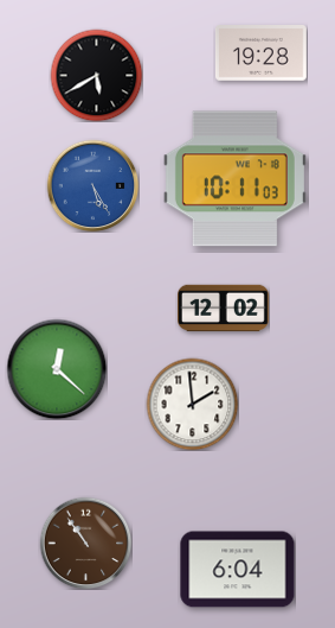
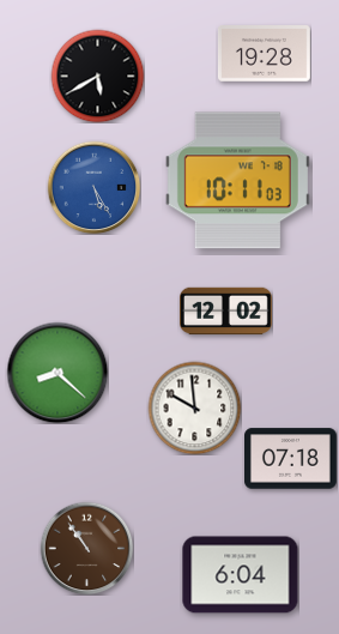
clock at (57, 369): 12:22 -> 8:22
clock at (192, 404): 1:59 -> 9:59
clock at (291, 459): none -> 07:18
